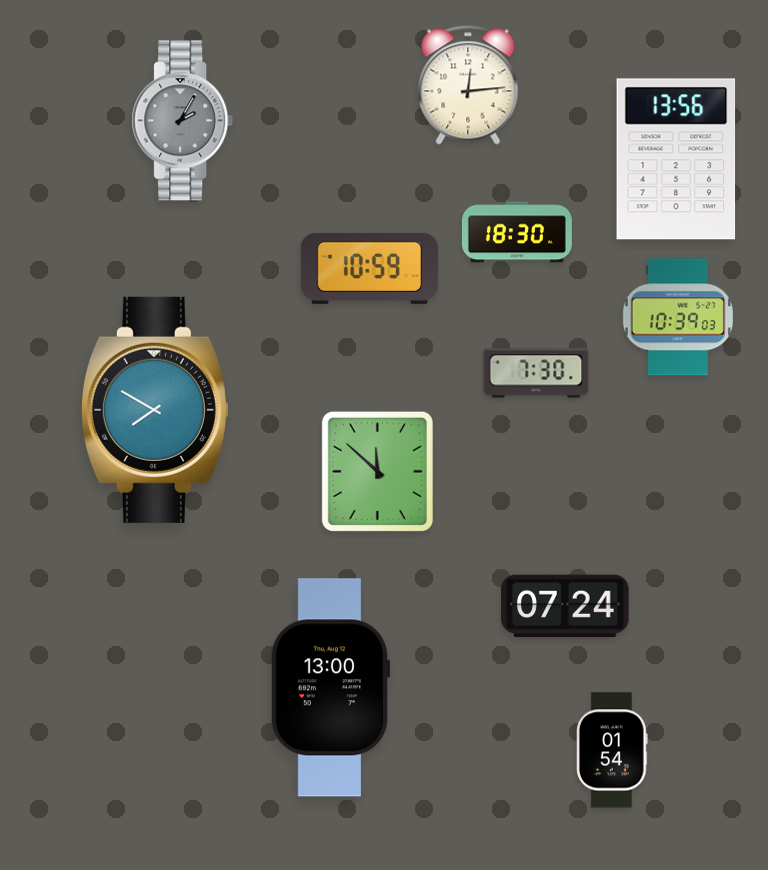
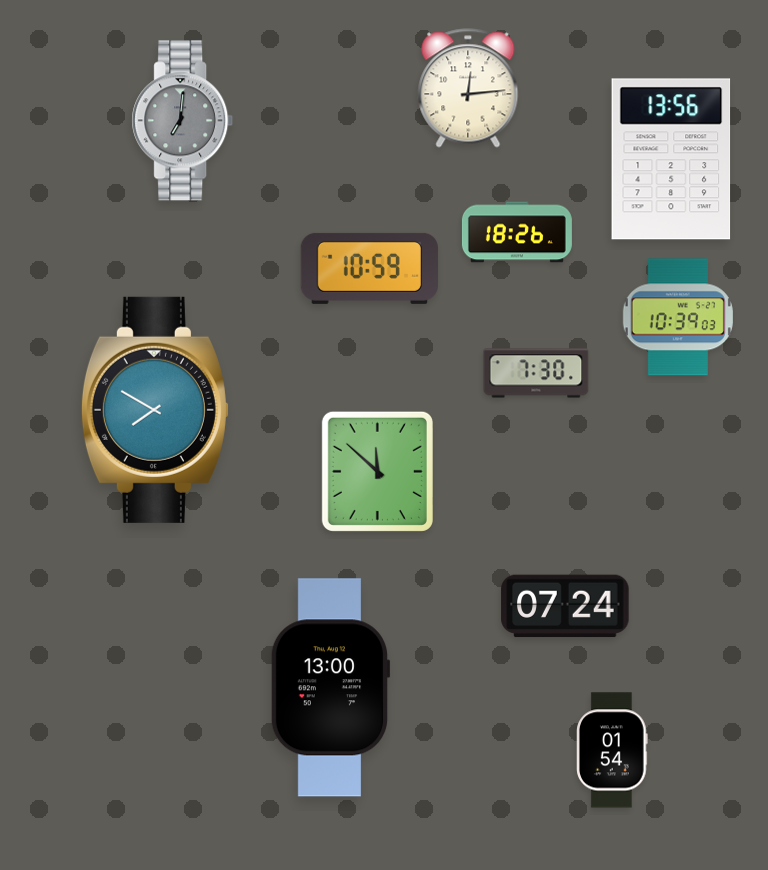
clock at (468, 85) position: (468, 85) -> (468, 88)
clock at (183, 121): 2:05 -> 7:01
clock at (676, 159) position: (676, 159) -> (671, 159)
clock at (517, 232): 18:30 -> 18:26
